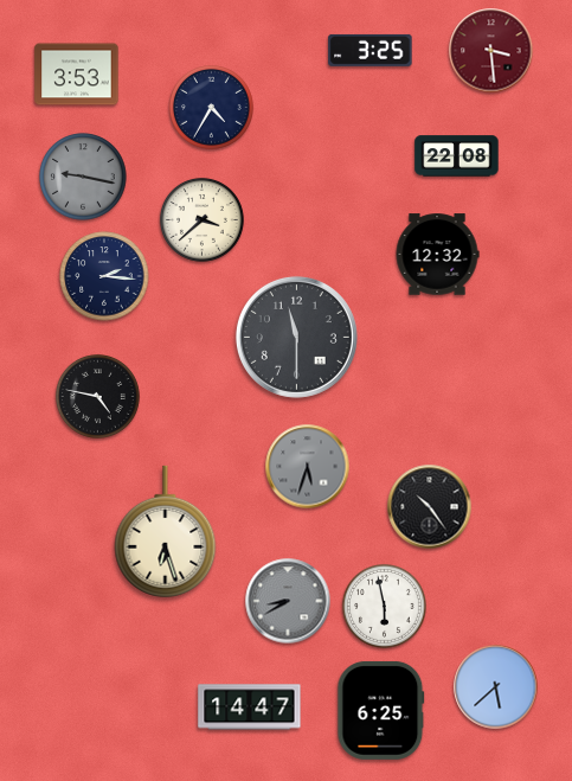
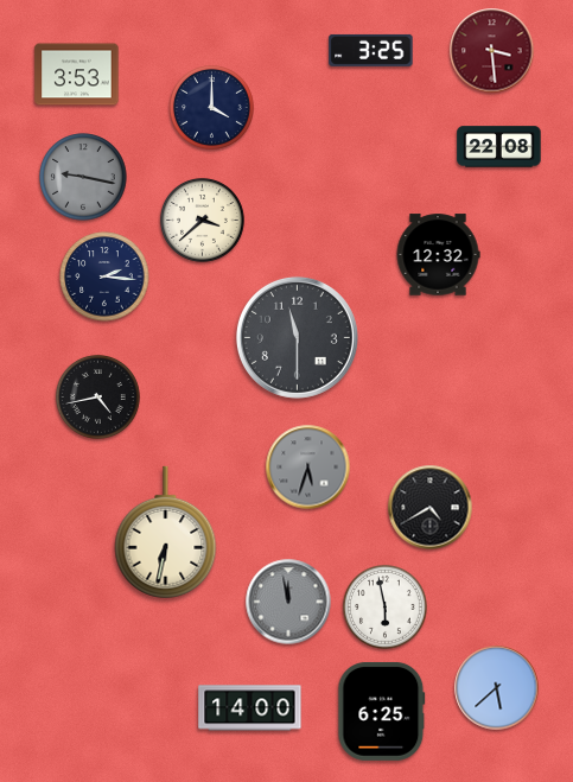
clock at (211, 107): 4:35 -> 4:00
clock at (457, 156) position: (457, 156) -> (499, 147)
clock at (97, 396): 4:47 -> 4:43
clock at (430, 507): 10:24 -> 4:40
clock at (166, 532): 6:27 -> 6:32
clock at (288, 601): 8:40 -> 11:58
clock at (250, 708): 14:47 -> 14:00
